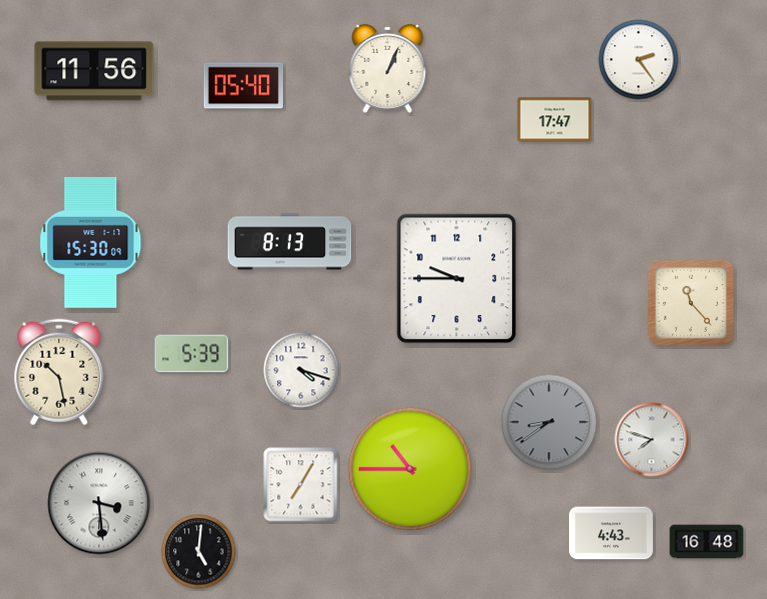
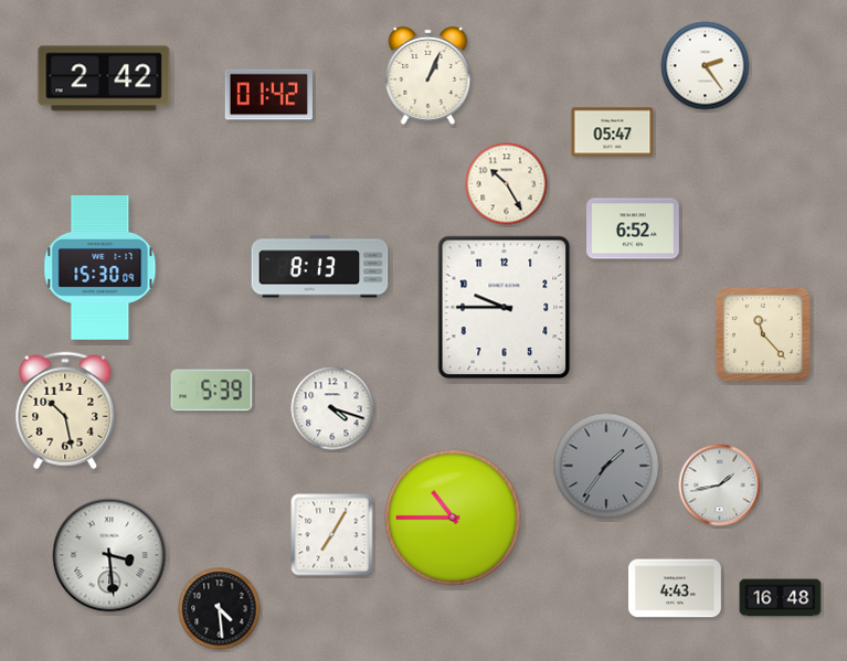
clock at (94, 71): 11:56 -> 2:42
clock at (244, 86): 05:40 -> 01:42
clock at (555, 120): 17:47 -> 05:47
clock at (507, 184): none -> 10:25
clock at (634, 228): none -> 6:52
clock at (549, 422): 8:39 -> 1:36
clock at (652, 440): 7:48 -> 1:43
clock at (199, 552): 5:01 -> 4:29
